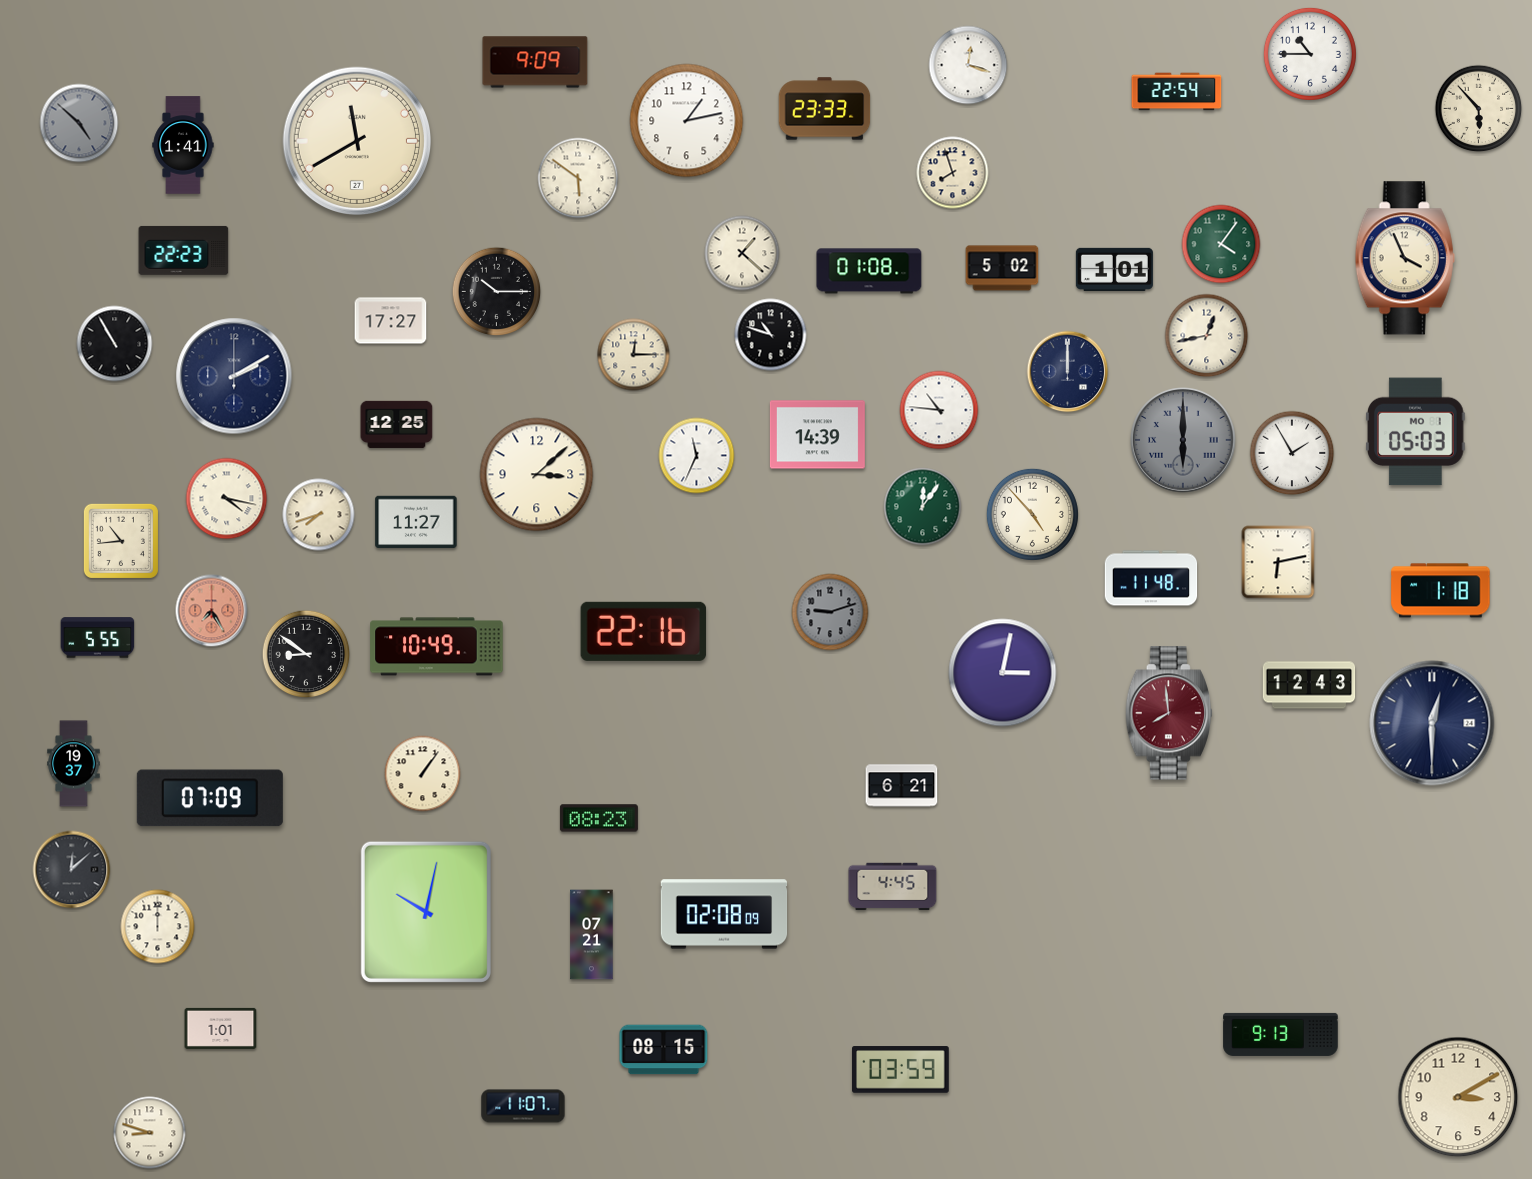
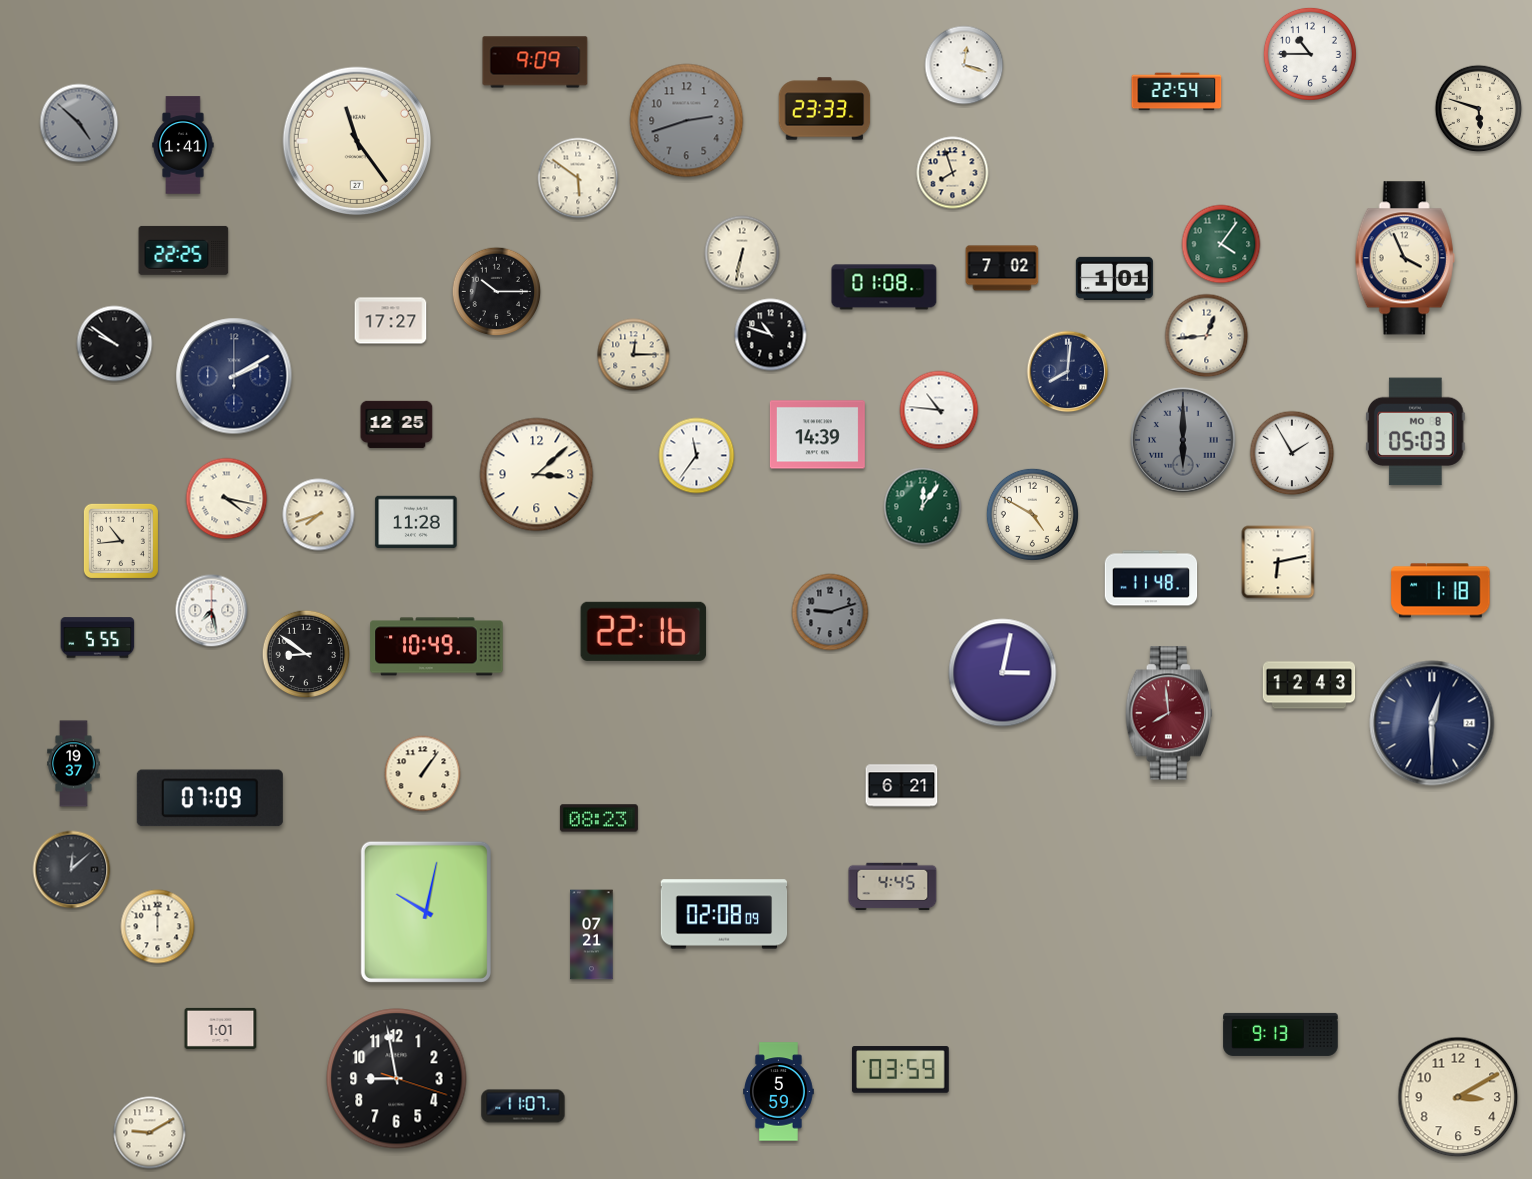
clock at (968, 65) position: (968, 65) -> (964, 65)
clock at (1479, 109): 5:53 -> 5:48
clock at (687, 121): 1:13 -> 2:42
clock at (687, 121) dial: white -> grey
clock at (356, 140): 11:40 -> 11:24
clock at (184, 250): 22:23 -> 22:25
clock at (742, 253): 1:22 -> 6:32
clock at (1002, 268): 5:02 -> 7:02
clock at (1114, 269) position: (1114, 269) -> (1114, 278)
clock at (869, 271) position: (869, 271) -> (884, 287)
clock at (1207, 336): 12:43 -> 12:44
clock at (115, 344): 10:55 -> 9:51
clock at (1068, 372): 12:00 -> 8:01
clock at (1416, 432) date: MO 1 -> MO 8
clock at (697, 456): 11:34 -> 11:36
clock at (1032, 514): 4:53 -> 4:50
clock at (416, 522): 11:27 -> 11:28
clock at (212, 611): 7:25 -> 7:28
clock at (212, 611) dial: salmon -> white
clock at (664, 1050): 08:15 -> none
clock at (397, 1079): none -> 8:58
clock at (779, 1092): none -> 5:59
clock at (150, 1133): 8:48 -> 9:10
